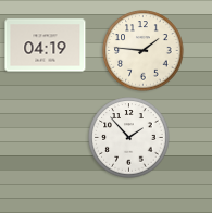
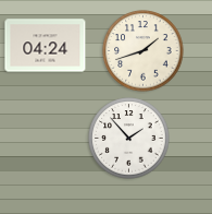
clock at (46, 46): 04:19 -> 04:24
clock at (144, 51): 1:46 -> 1:42
